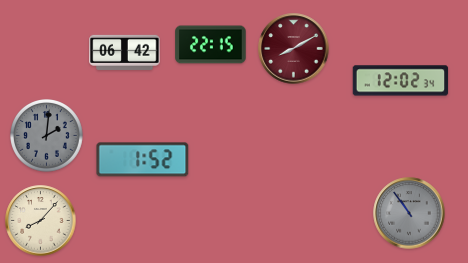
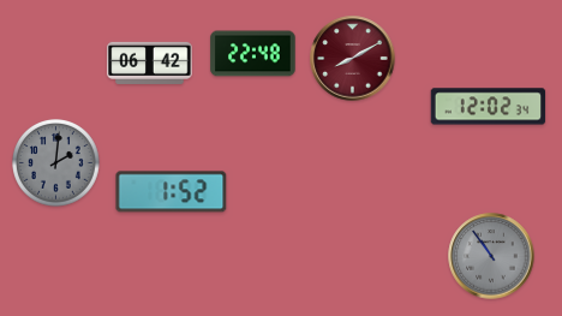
clock at (211, 45): 22:15 -> 22:48
clock at (401, 81) position: (401, 81) -> (489, 107)
clock at (41, 221): 8:07 -> none
